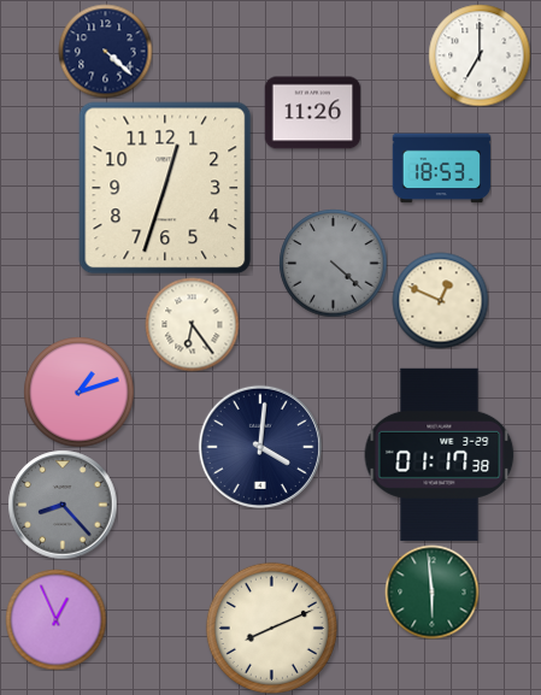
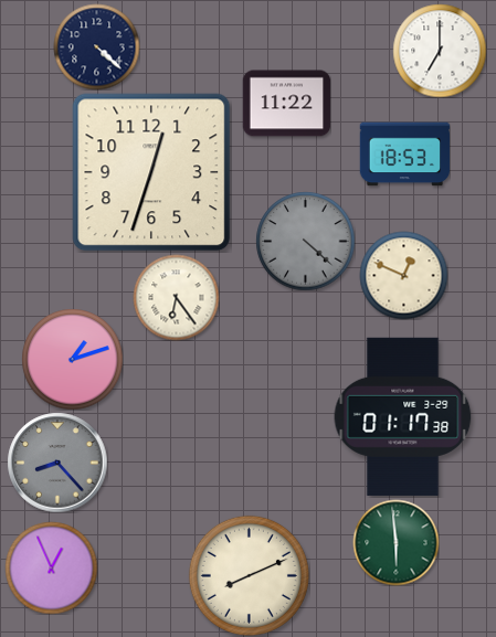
clock at (312, 113): 11:26 -> 11:22
clock at (260, 447): 4:01 -> none
